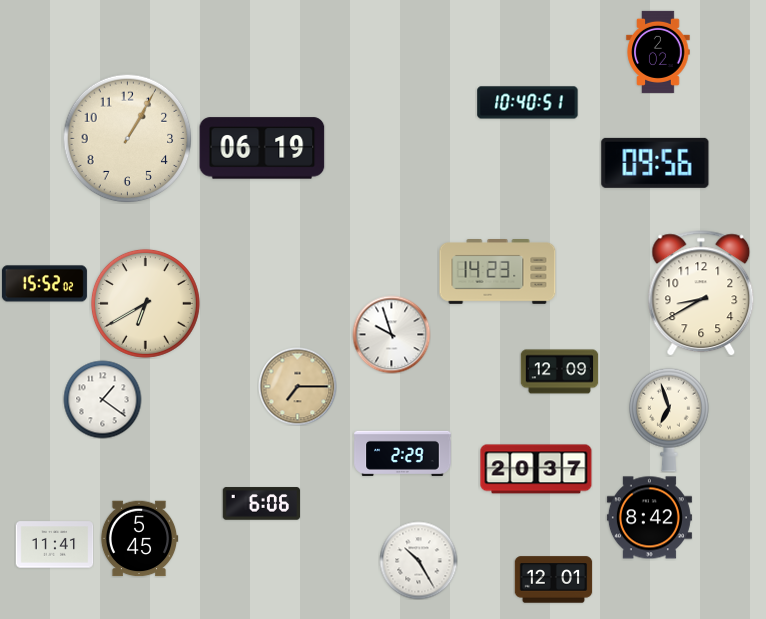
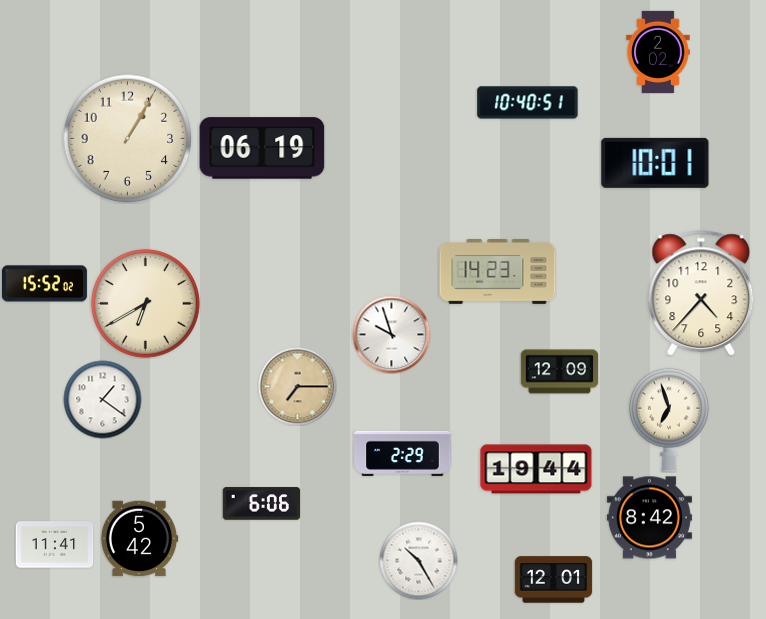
clock at (655, 163): 09:56 -> 10:01
clock at (701, 293): 8:40 -> 4:37
clock at (536, 469): 20:37 -> 19:44
clock at (139, 539): 5:45 -> 5:42
